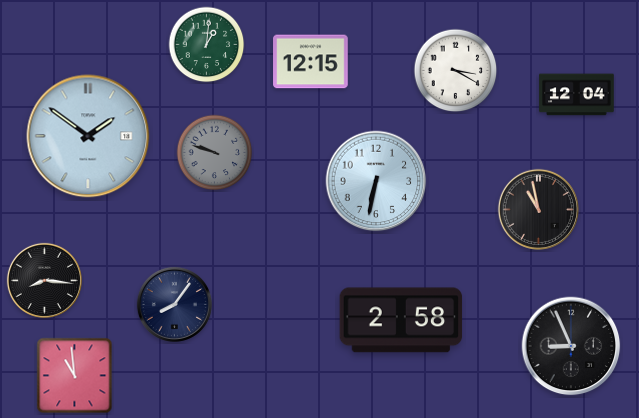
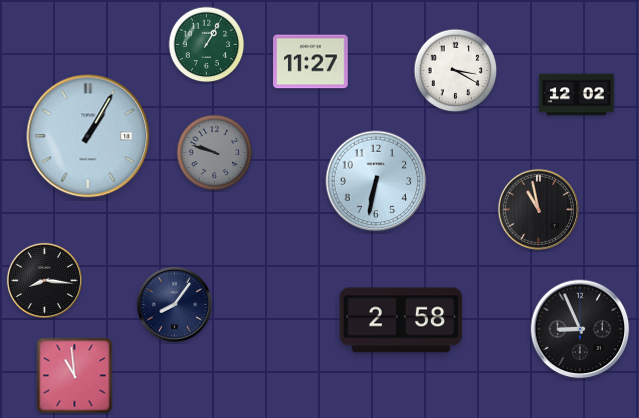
clock at (207, 45): 1:01 -> 1:05
clock at (311, 62): 12:15 -> 11:27
clock at (577, 95): 12:04 -> 12:02
clock at (88, 136): 1:51 -> 1:05
clock at (571, 346) position: (571, 346) -> (580, 329)
